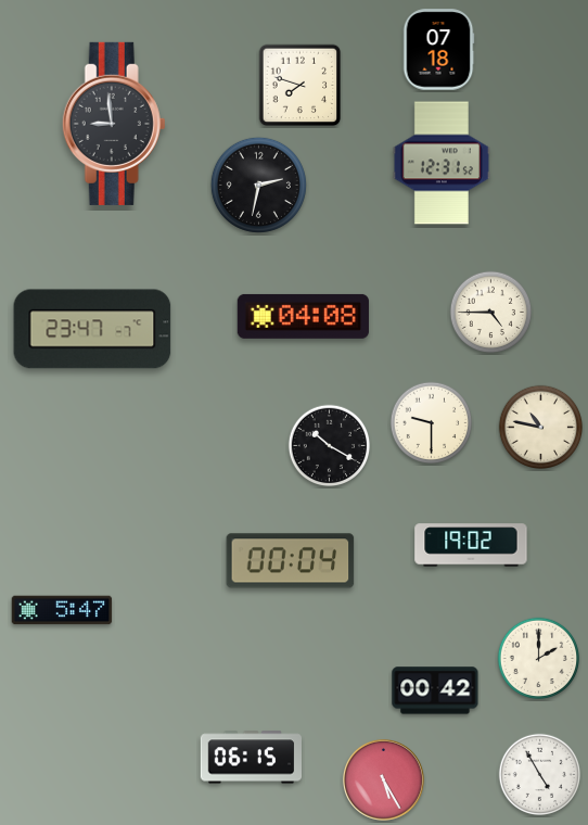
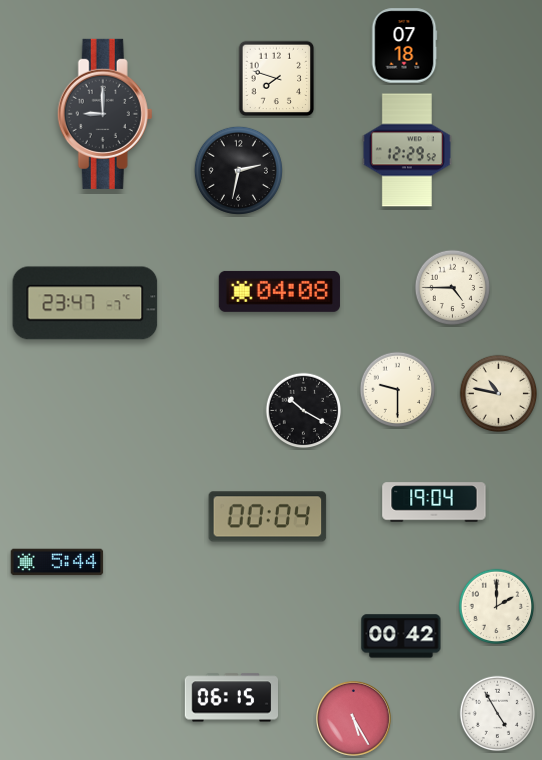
clock at (114, 124): 8:59 -> 9:00
clock at (442, 163): 12:31 -> 12:29
clock at (471, 545): 19:02 -> 19:04
clock at (62, 610): 5:47 -> 5:44
